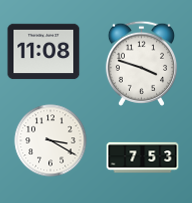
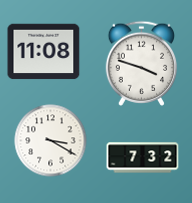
clock at (143, 158): 7:53 -> 7:32
